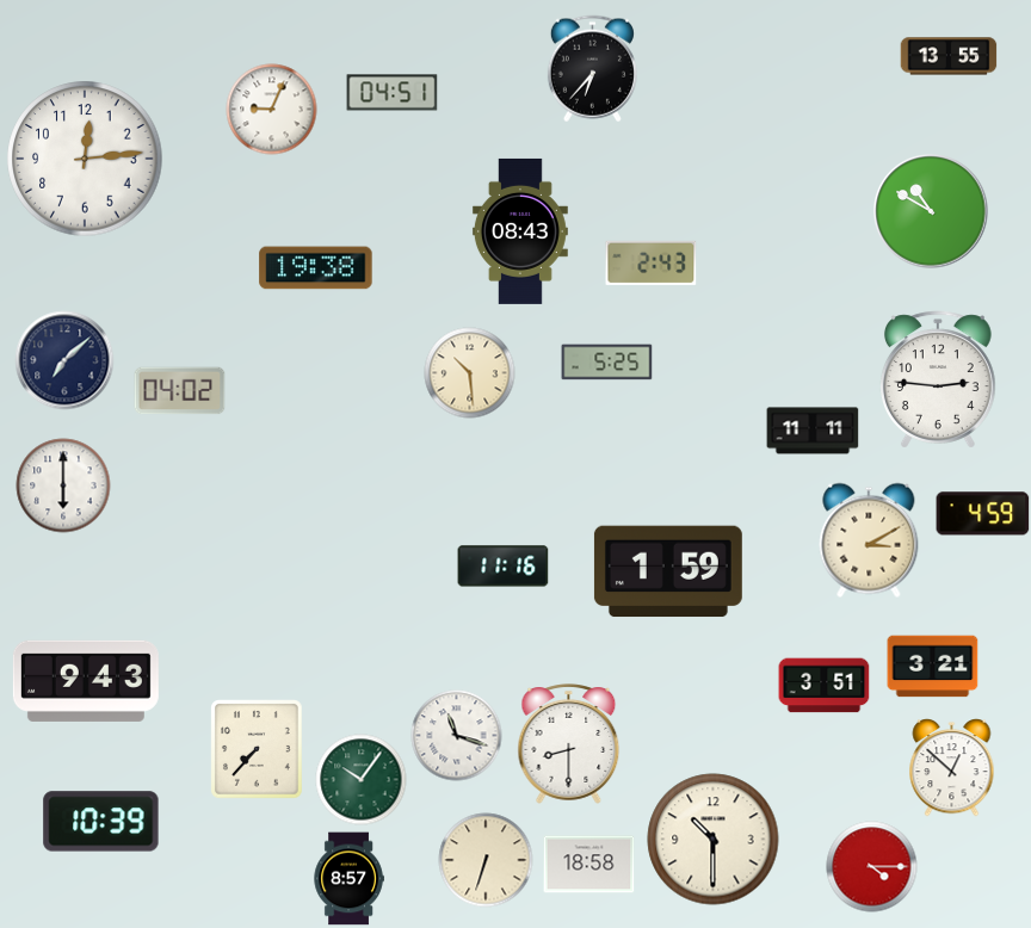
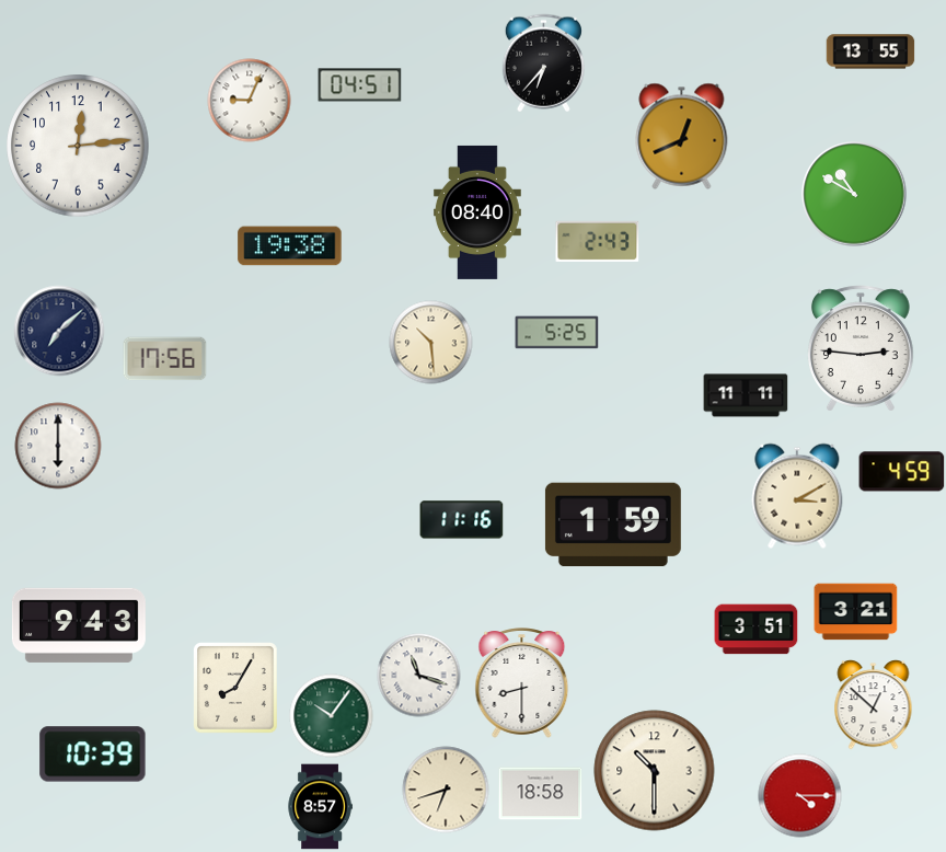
clock at (682, 136): none -> 12:41
clock at (520, 231): 08:43 -> 08:40
clock at (180, 391): 04:02 -> 17:56
clock at (258, 749): 7:37 -> 8:05
clock at (486, 860): 6:33 -> 6:42
